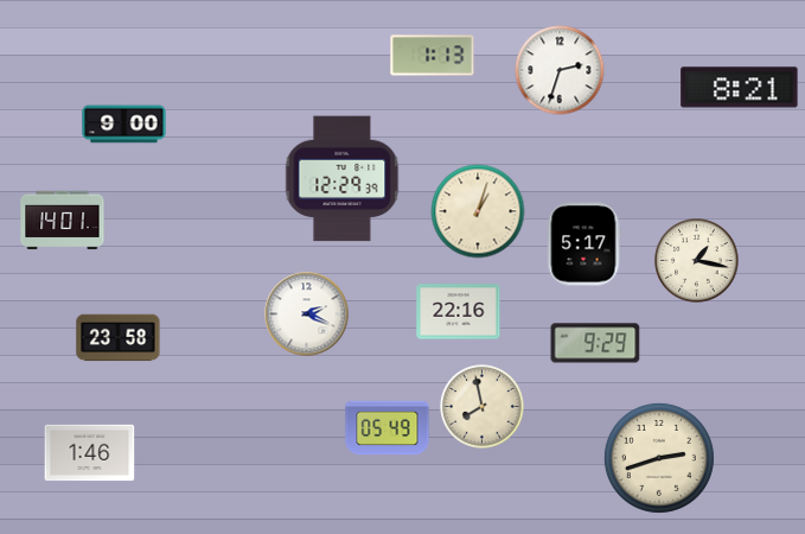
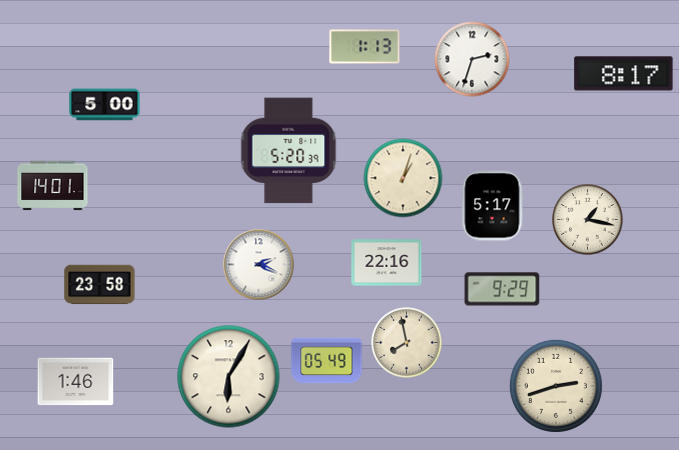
clock at (740, 88): 8:21 -> 8:17
clock at (124, 125): 9:00 -> 5:00
clock at (343, 179): 12:29 -> 5:20
clock at (229, 377): none -> 6:05
